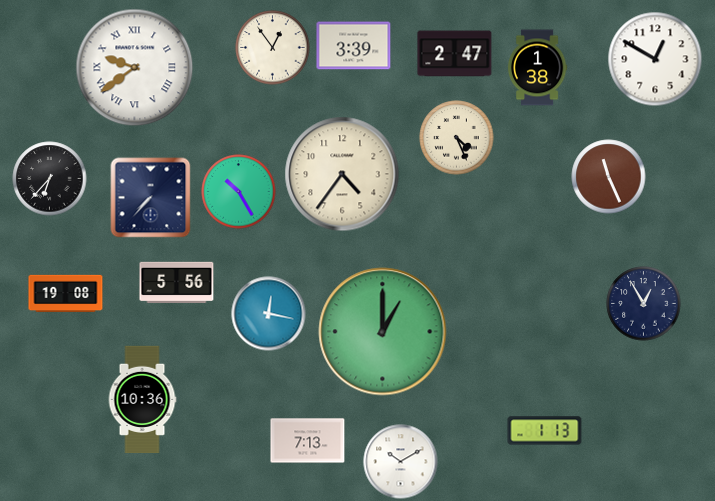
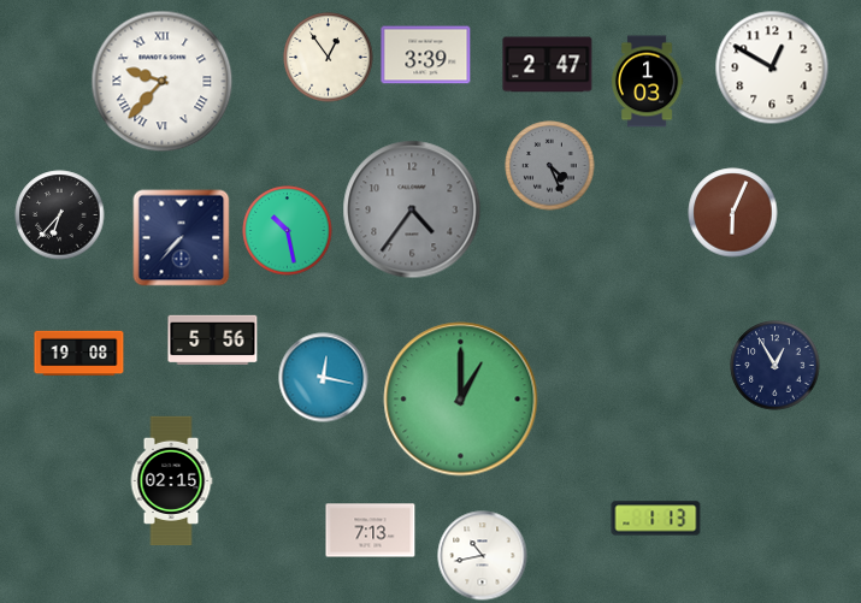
clock at (655, 59) position: (655, 59) -> (772, 67)
clock at (135, 68): 9:39 -> 9:37
clock at (537, 68): 1:38 -> 1:03
clock at (457, 138) dial: cream -> grey
clock at (342, 174) dial: cream -> grey
clock at (609, 177): 11:26 -> 6:04
clock at (239, 192): 10:25 -> 10:28
clock at (142, 399): 10:36 -> 02:15
clock at (401, 462): 10:10 -> 10:43
